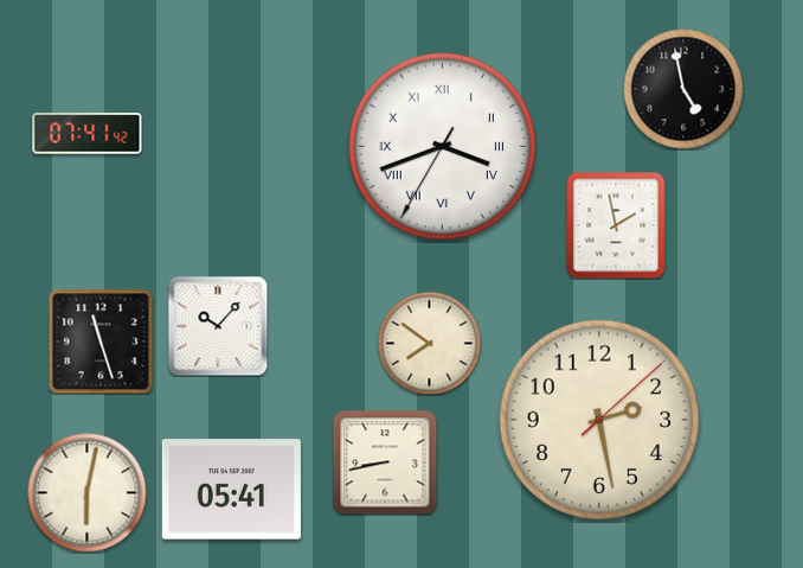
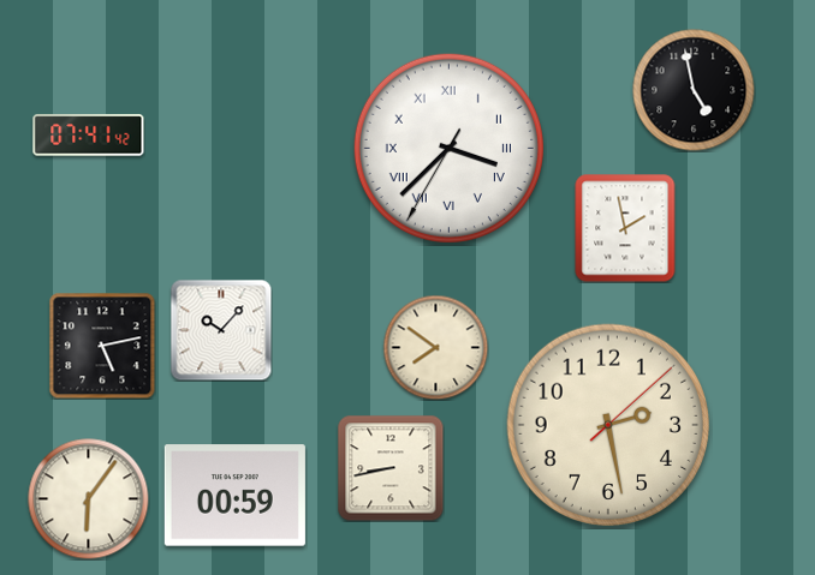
clock at (442, 146): 3:41 -> 3:37
clock at (101, 342): 11:27 -> 5:13
clock at (231, 490): 05:41 -> 00:59
clock at (88, 493): 6:02 -> 6:06
